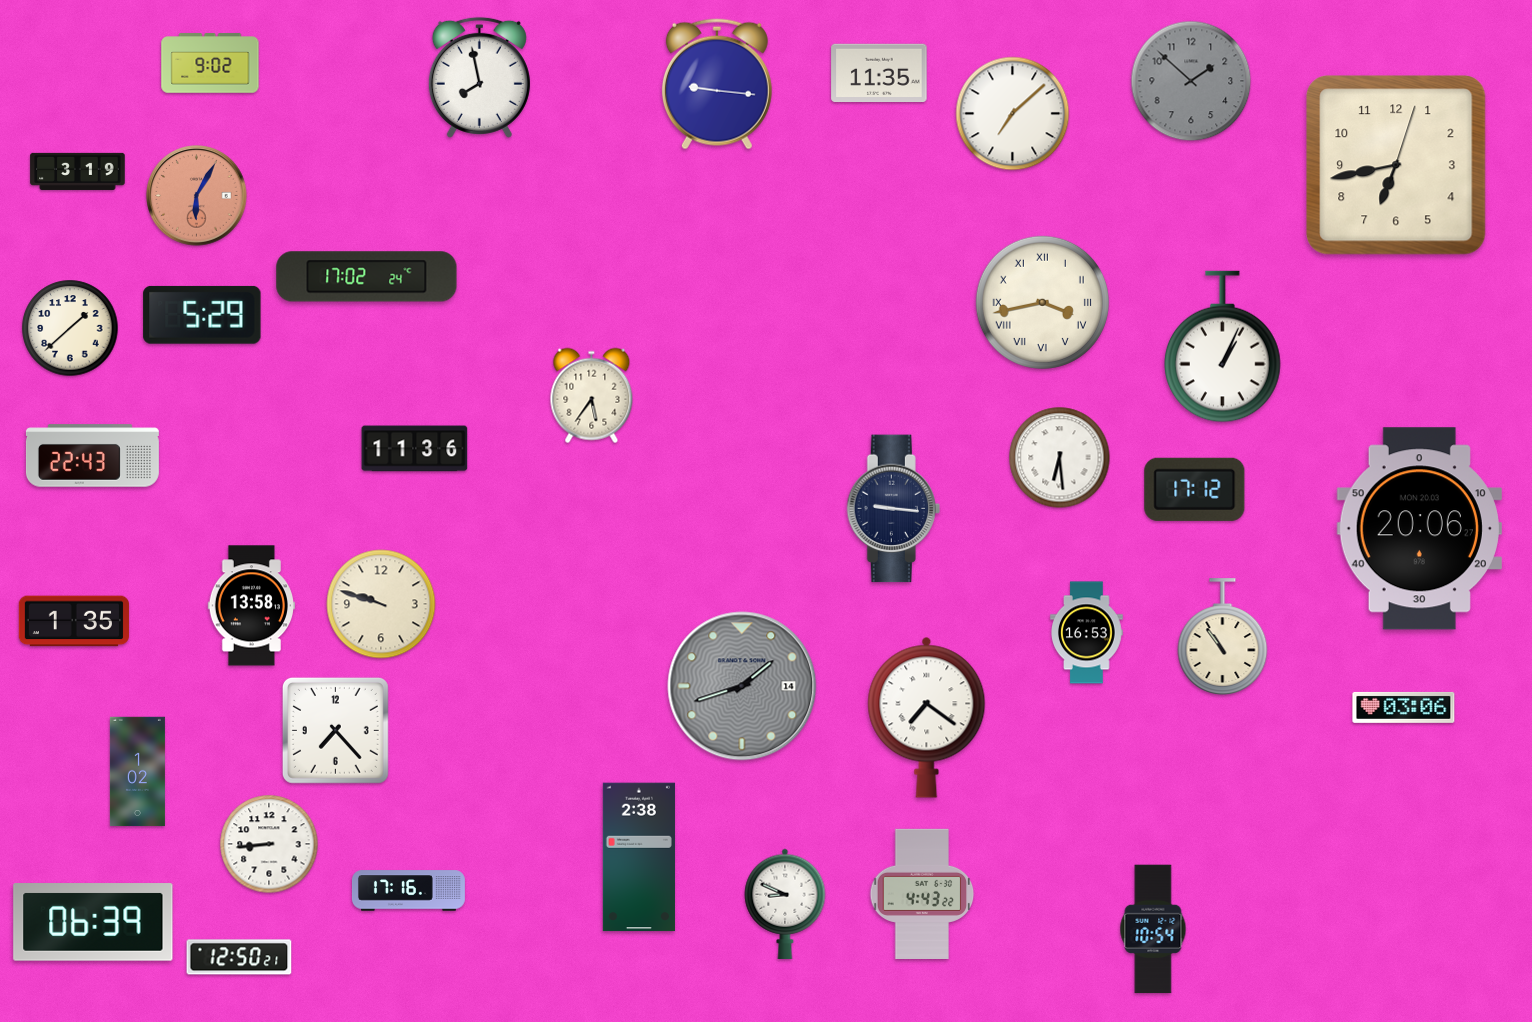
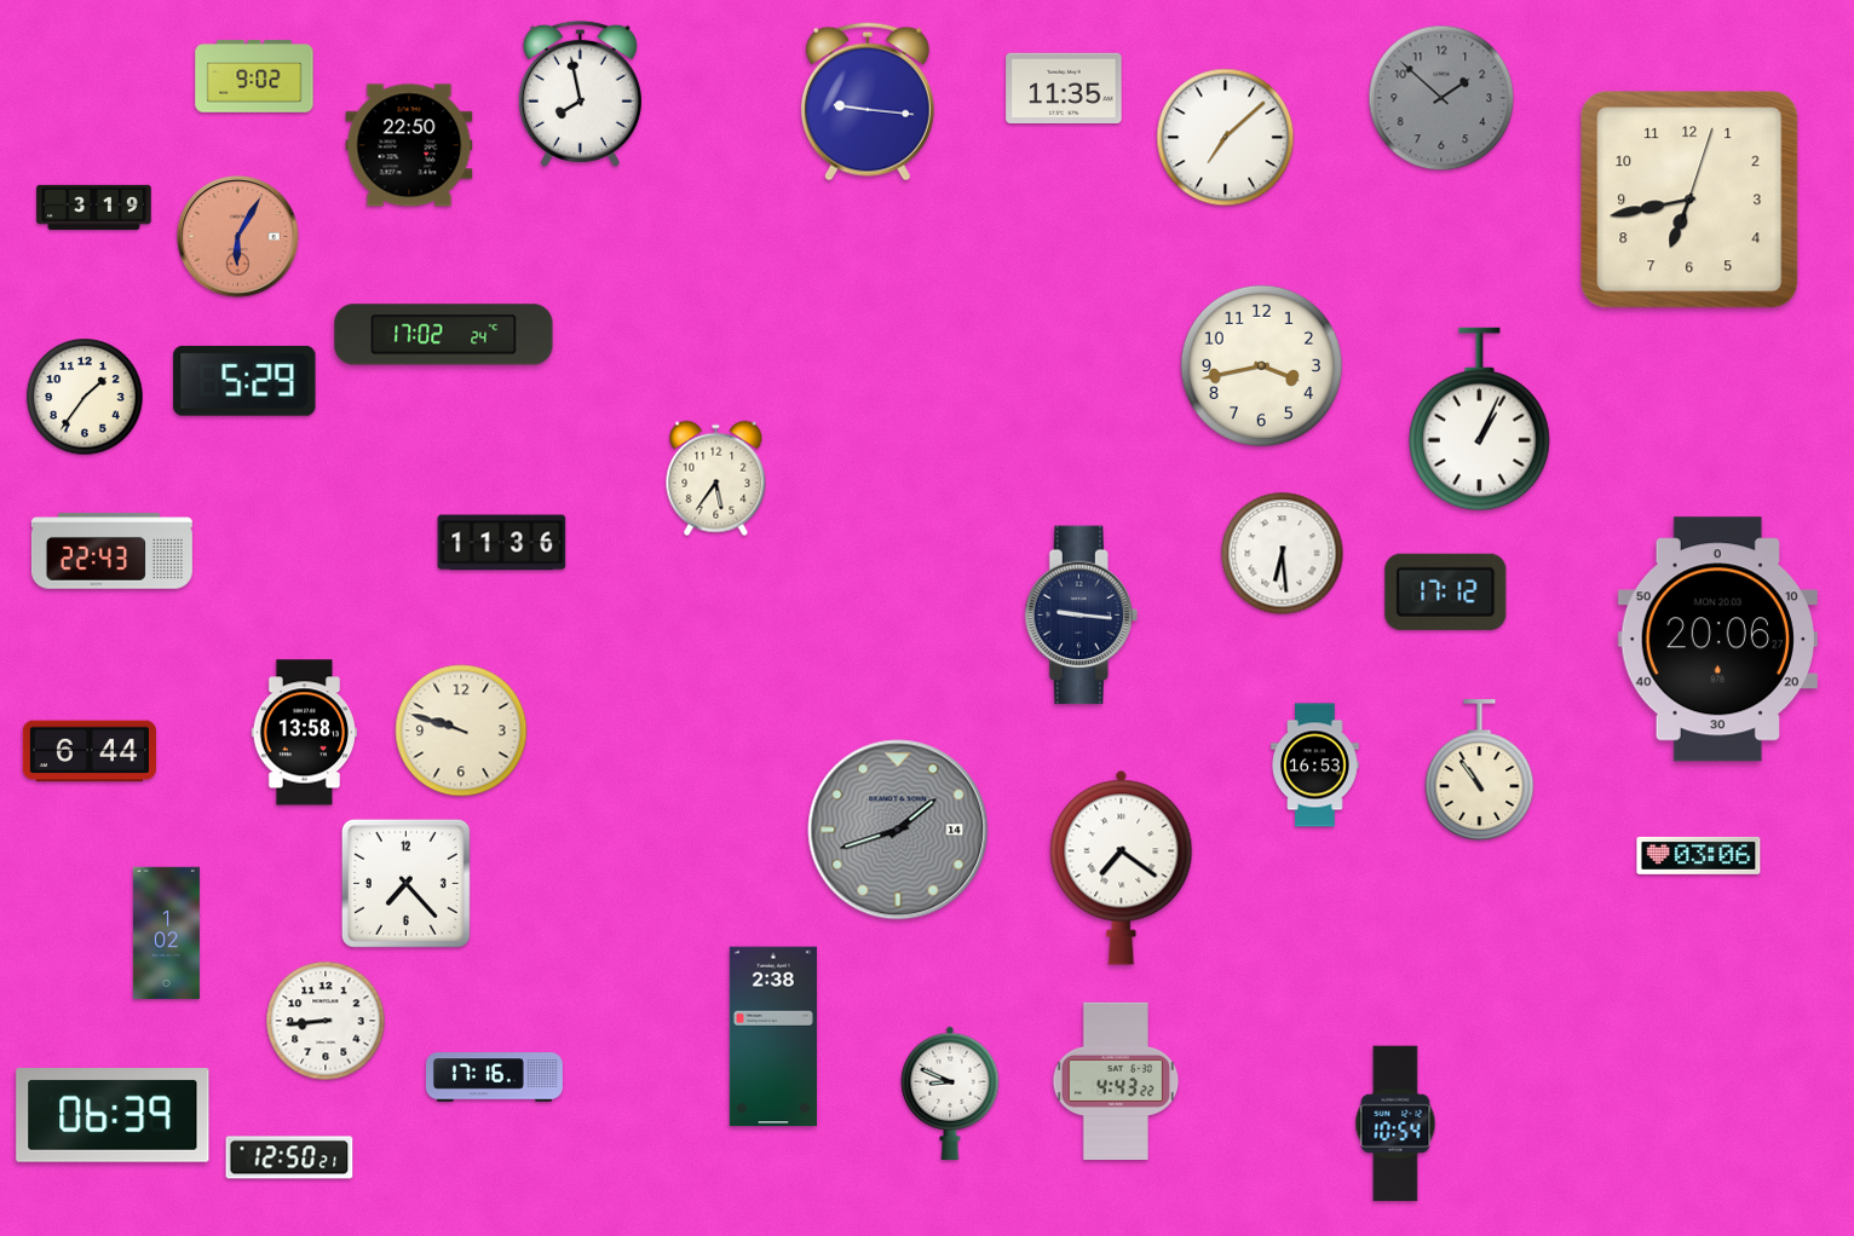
clock at (409, 145): none -> 22:50
clock at (1042, 302) numerals: Roman -> Arabic
clock at (70, 328): 1:38 -> 1:36
clock at (74, 621): 1:35 -> 6:44
